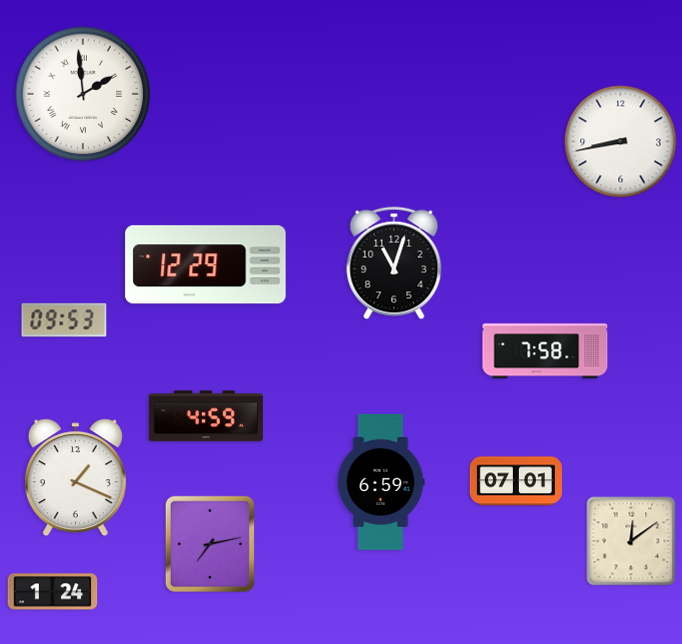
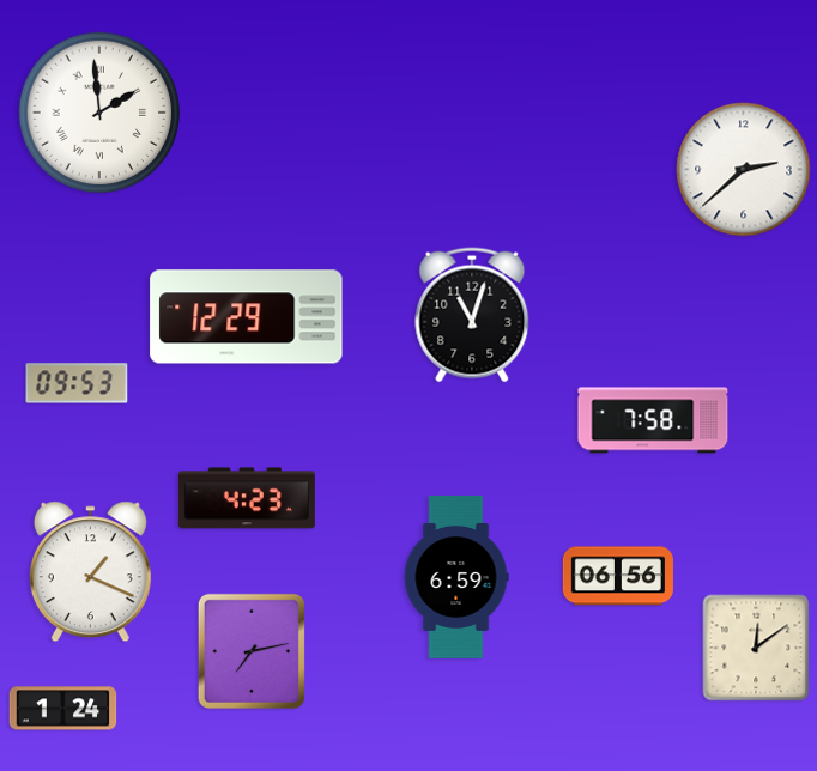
clock at (621, 142): 8:43 -> 2:38
clock at (206, 416): 4:59 -> 4:23
clock at (516, 481): 07:01 -> 06:56
